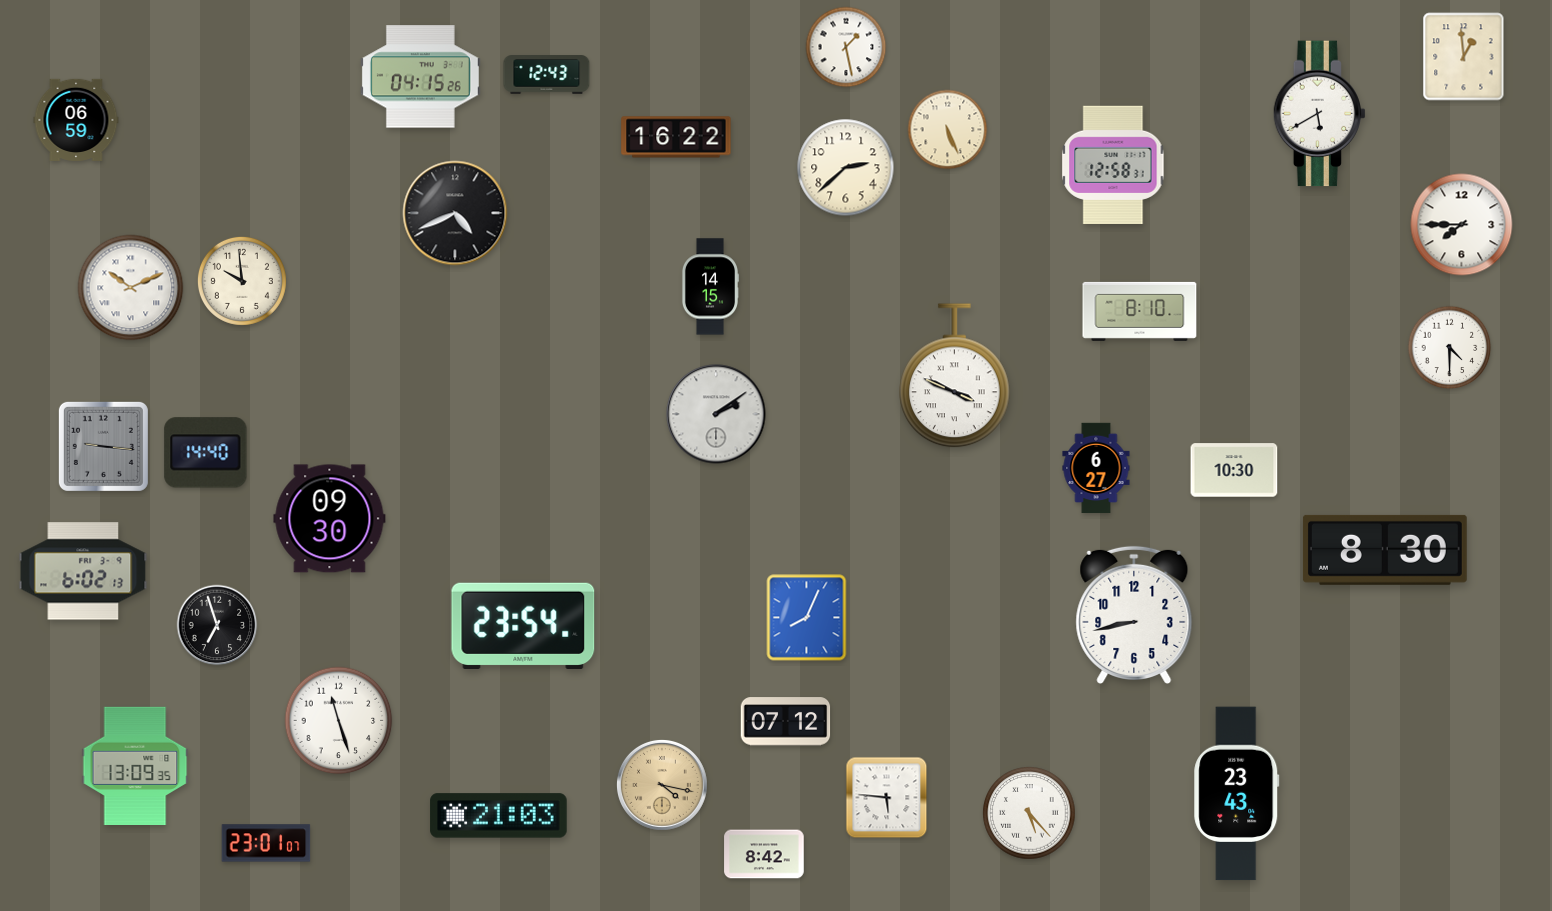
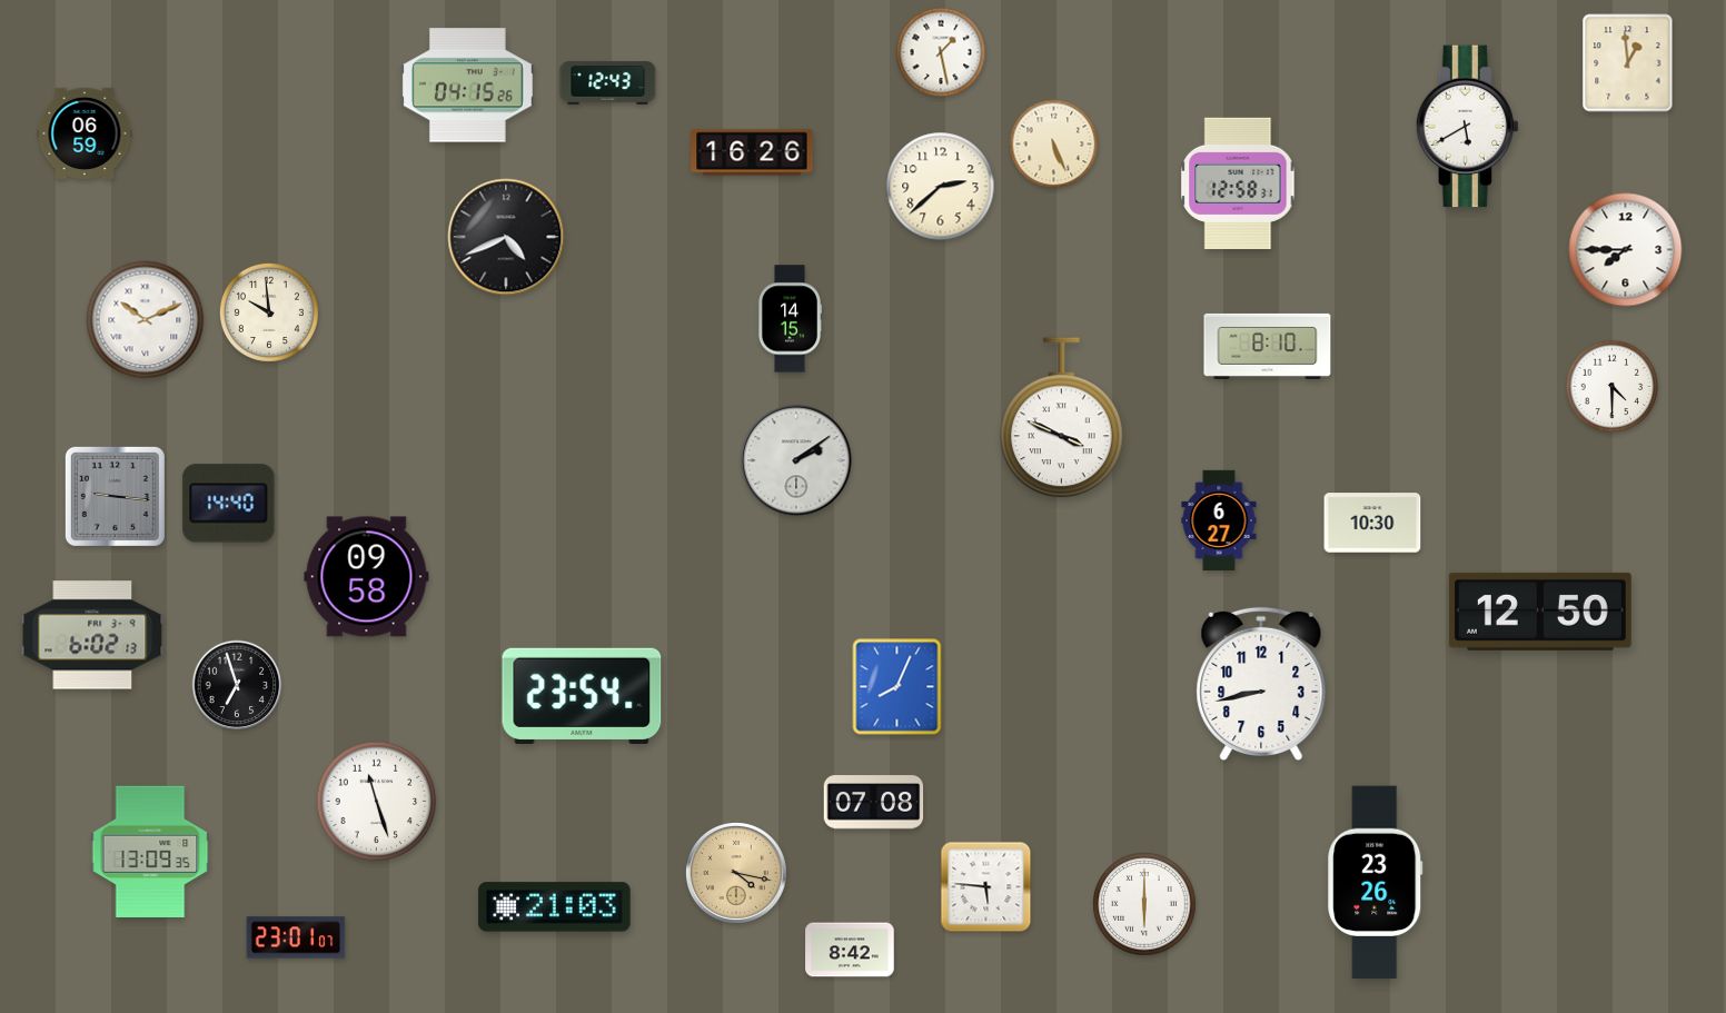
clock at (676, 137): 16:22 -> 16:26
clock at (330, 519): 09:30 -> 09:58
clock at (1385, 550): 8:30 -> 12:50
clock at (217, 625) position: (217, 625) -> (237, 685)
clock at (786, 722): 07:12 -> 07:08
clock at (1237, 794): 23:43 -> 23:26
clock at (1029, 813): 5:23 -> 6:00
